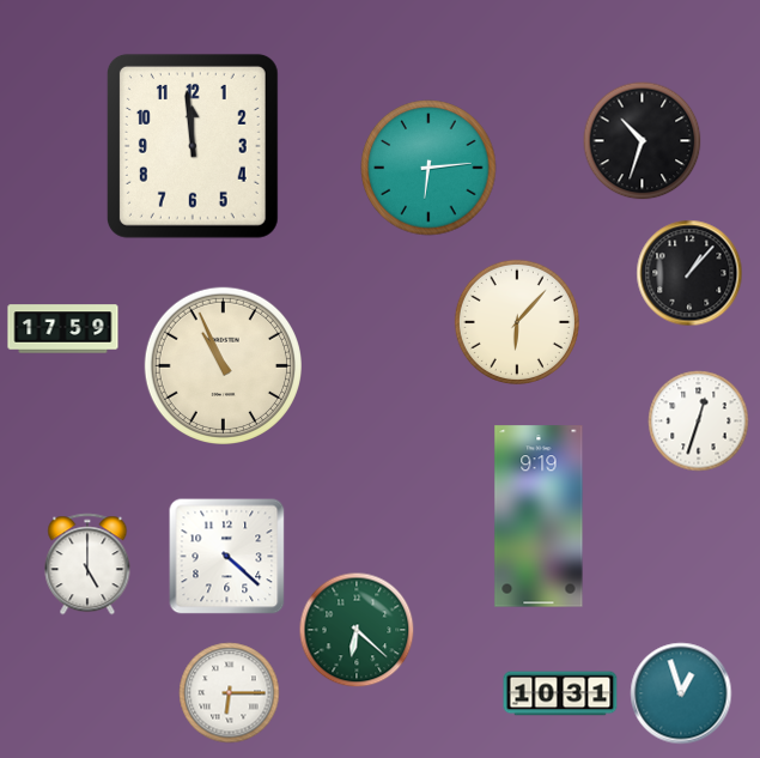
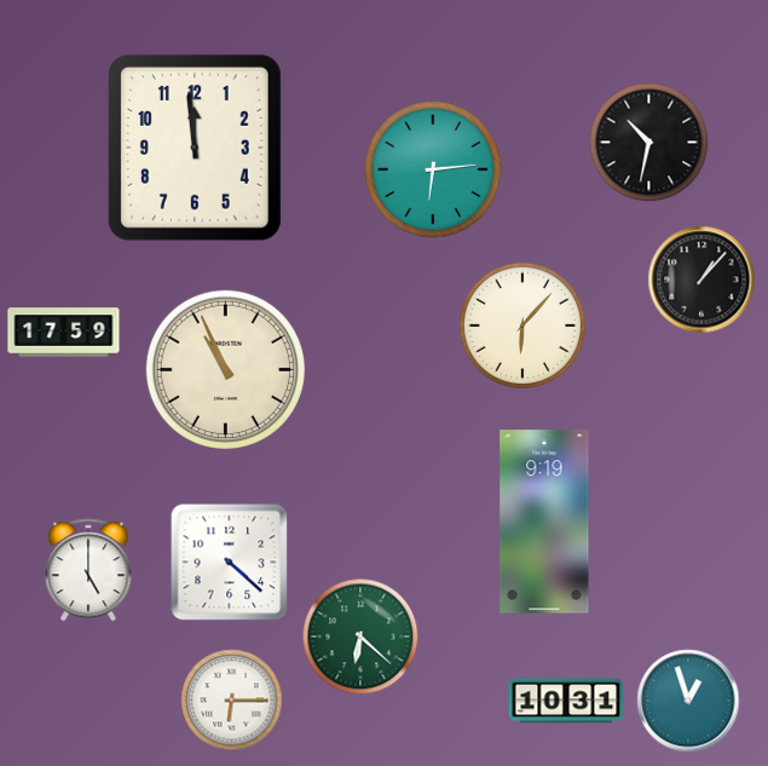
clock at (643, 141): 10:33 -> 10:32
clock at (689, 273) position: (689, 273) -> (701, 280)
clock at (699, 422): 12:33 -> none
